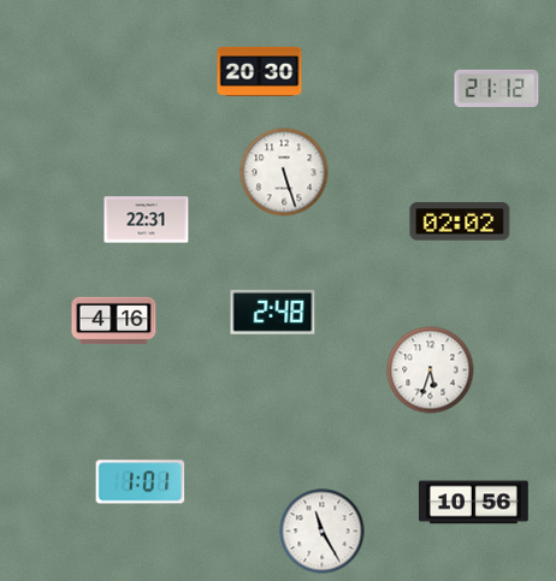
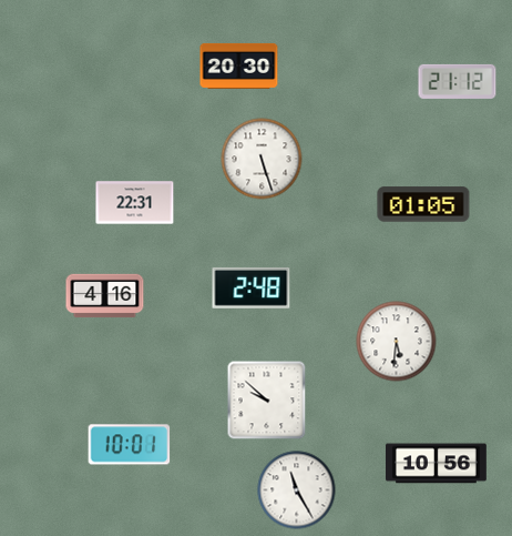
clock at (460, 221): 02:02 -> 01:05
clock at (431, 370): 5:33 -> 5:31
clock at (267, 401): none -> 9:52
clock at (141, 482): 1:01 -> 10:01
